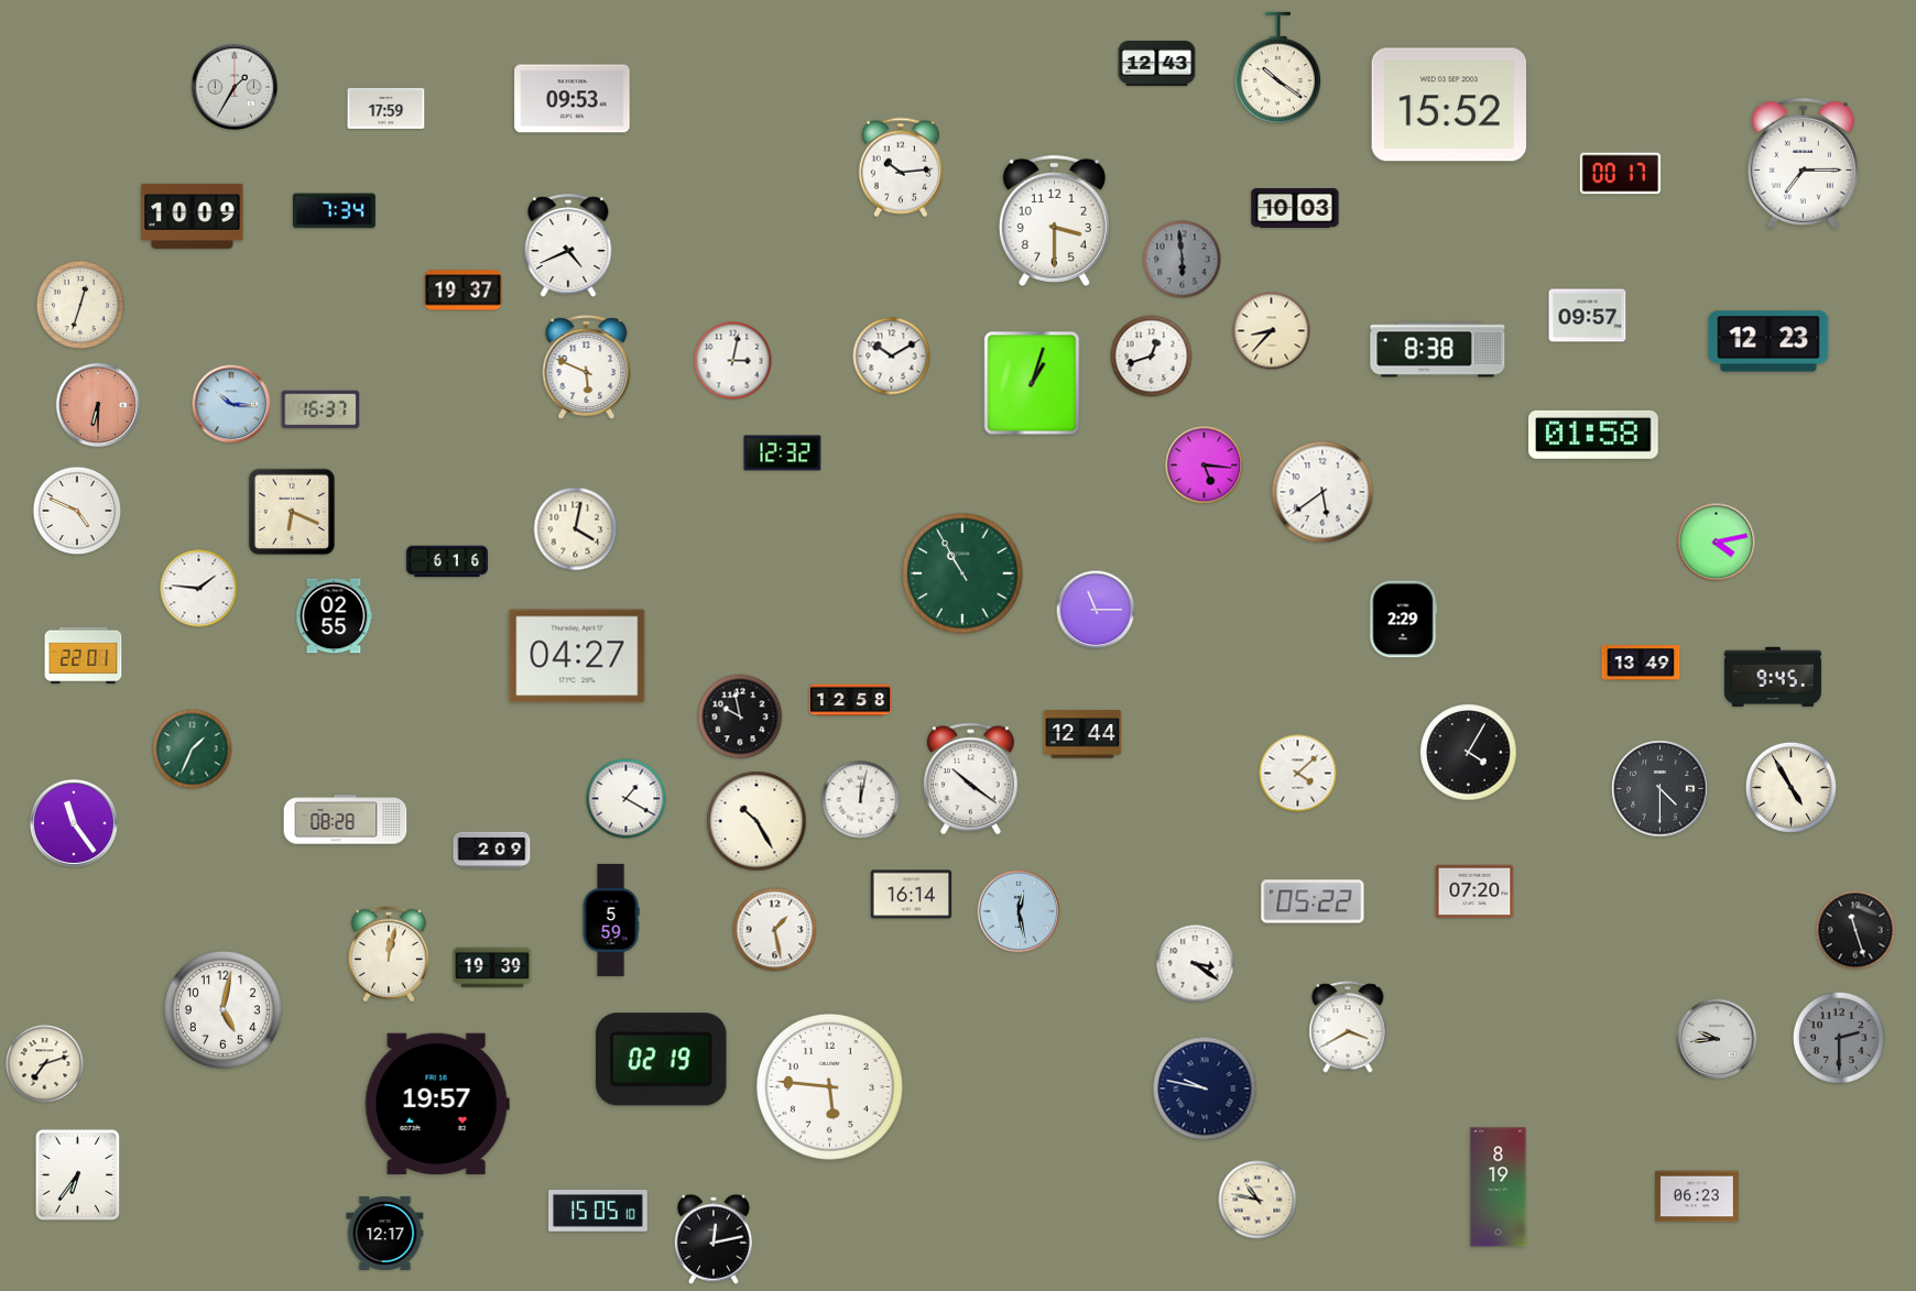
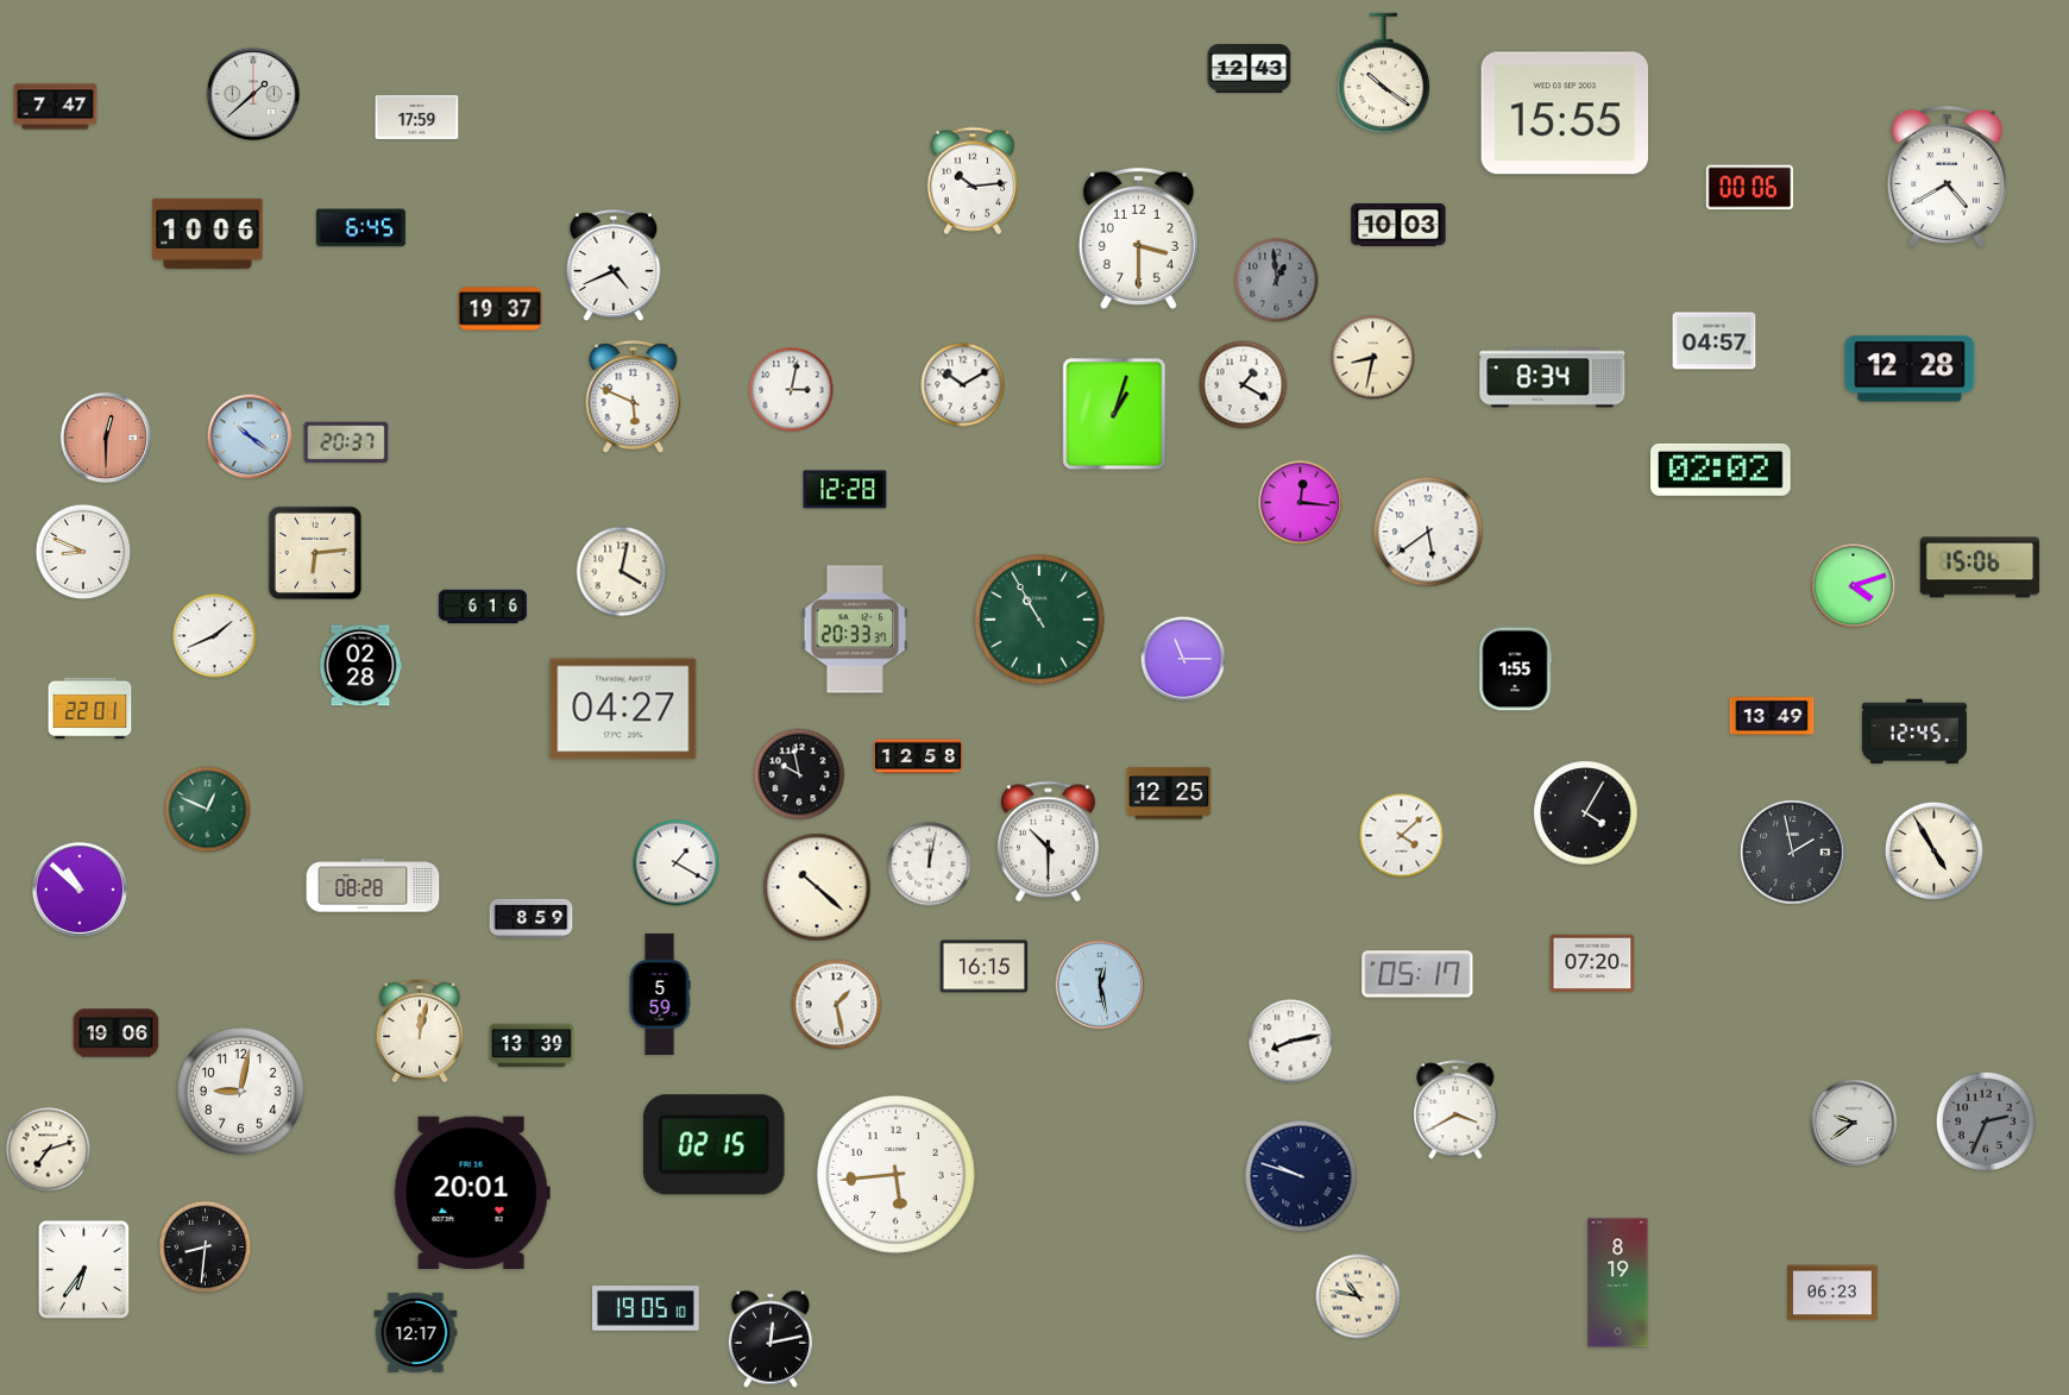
clock at (1278, 68) position: (1278, 68) -> (1384, 74)
clock at (233, 86): 1:35 -> 1:38
clock at (56, 107): none -> 7:47
clock at (573, 99): 09:53 -> none
clock at (1448, 105): 15:52 -> 15:55
clock at (1803, 163): 7:15 -> 4:40
clock at (1621, 174): 00:17 -> 00:06
clock at (334, 211): 7:34 -> 6:45
clock at (193, 216): 10:09 -> 10:06
clock at (1183, 260): 5:59 -> 12:59
clock at (464, 291) position: (464, 291) -> (501, 309)
clock at (80, 305): 12:33 -> none
clock at (1588, 316): 09:57 -> 04:57
clock at (1272, 331): 8:37 -> 8:32
clock at (1768, 341): 12:23 -> 12:28
clock at (1438, 350): 8:38 -> 8:34
clock at (1152, 357): 12:42 -> 1:20
clock at (231, 404): 10:16 -> 10:21
clock at (98, 405): 6:30 -> 12:30
clock at (320, 409): 16:37 -> 20:37
clock at (1594, 435): 01:58 -> 02:02
clock at (783, 453): 12:32 -> 12:28
clock at (1205, 466): 5:16 -> 12:16
clock at (77, 511): 4:49 -> 8:49
clock at (292, 512): 6:19 -> 6:14
clock at (1980, 567): none -> 15:06
clock at (1717, 543): 4:13 -> 4:12
clock at (855, 629): none -> 20:33
clock at (199, 589): 1:46 -> 1:41
clock at (334, 616): 02:55 -> 02:28
clock at (1403, 620): 2:29 -> 1:55
clock at (1773, 676): 9:45 -> 12:45
clock at (1082, 734): 12:44 -> 12:25
clock at (193, 750): 1:34 -> 12:49
clock at (970, 779): 10:21 -> 10:30
clock at (1661, 789): 4:30 -> 1:58
clock at (756, 821): 10:25 -> 10:22
clock at (74, 823): 11:24 -> 10:52
clock at (492, 851): 2:09 -> 8:59
clock at (912, 895): 16:14 -> 16:15
clock at (1313, 901): 05:22 -> 05:17
clock at (1855, 930): 11:27 -> none
clock at (117, 1033): none -> 19:06
clock at (1196, 964): 3:21 -> 8:13
clock at (492, 967): 19:39 -> 13:39
clock at (222, 1009): 5:02 -> 9:02
clock at (1839, 1038): 2:30 -> 2:34
clock at (1717, 1039): 9:44 -> 9:39
clock at (661, 1060): 02:19 -> 02:15
clock at (829, 1086): 5:46 -> 5:44
clock at (1205, 1088): 9:47 -> 9:48
clock at (437, 1104): 19:57 -> 20:01
clock at (206, 1248): none -> 8:31
clock at (599, 1212): 15:05 -> 19:05
